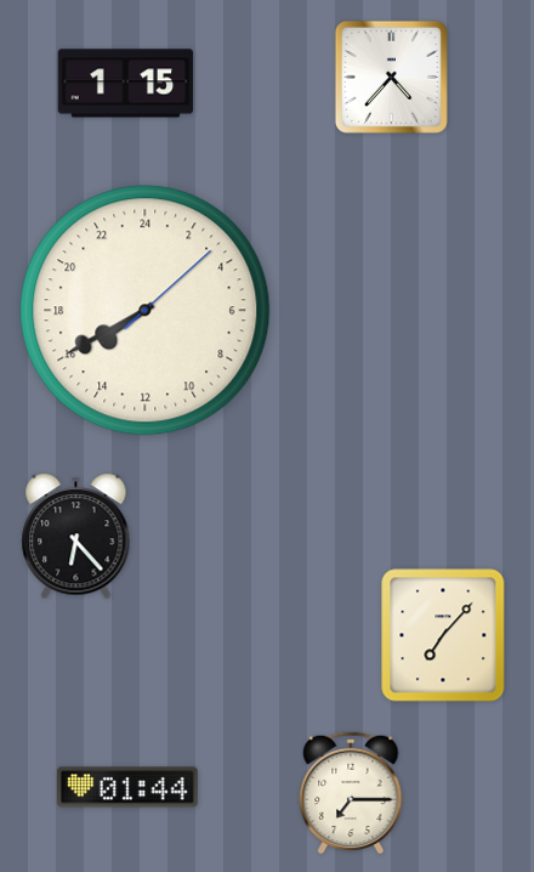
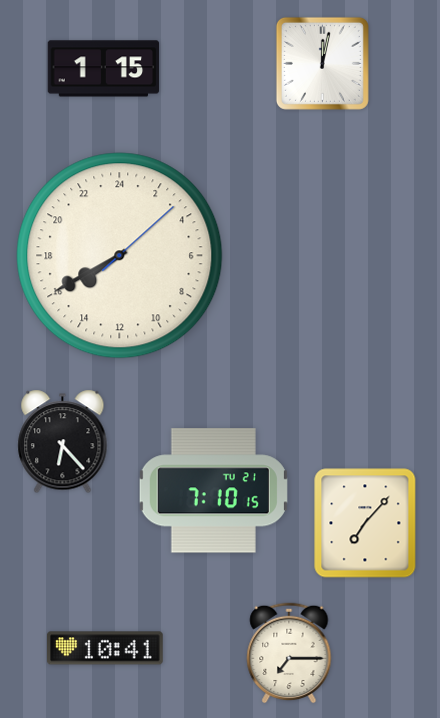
clock at (391, 77): 4:37 -> 12:02
clock at (213, 491): none -> 7:10
clock at (129, 787): 01:44 -> 10:41
